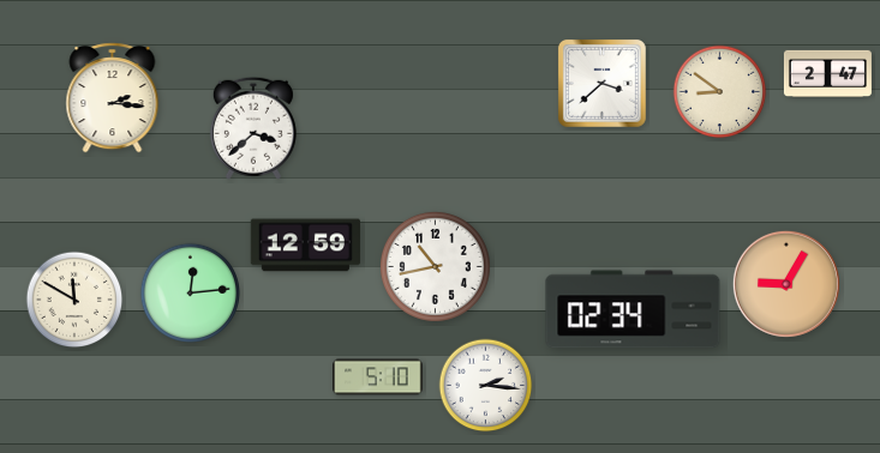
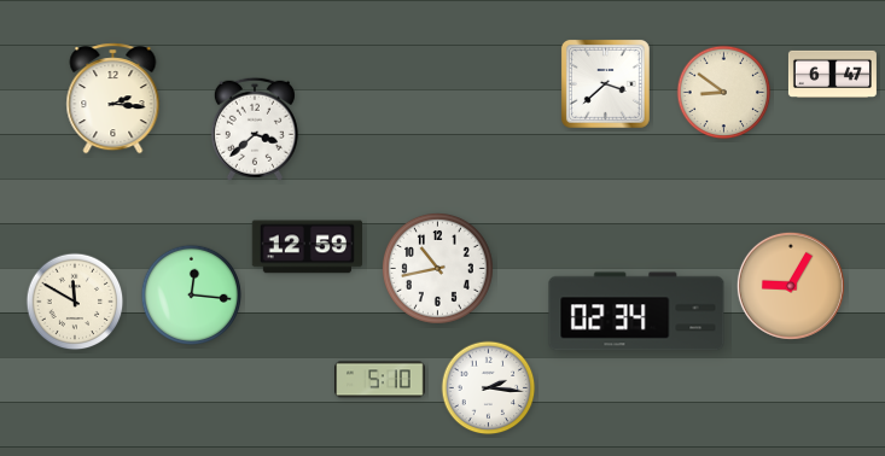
clock at (827, 73): 2:47 -> 6:47
clock at (190, 292): 12:14 -> 12:16
